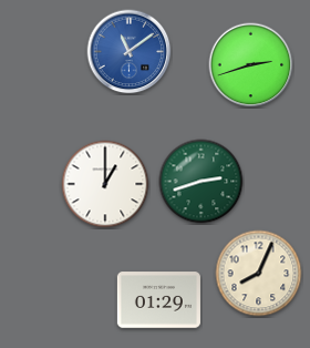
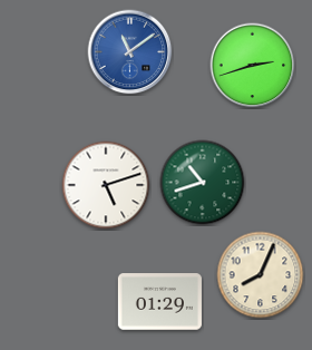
clock at (201, 182): 2:42 -> 10:42
clock at (105, 184): 1:00 -> 5:12
